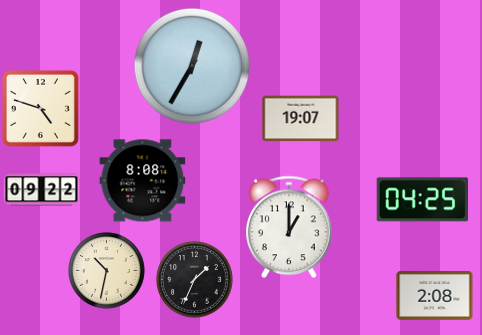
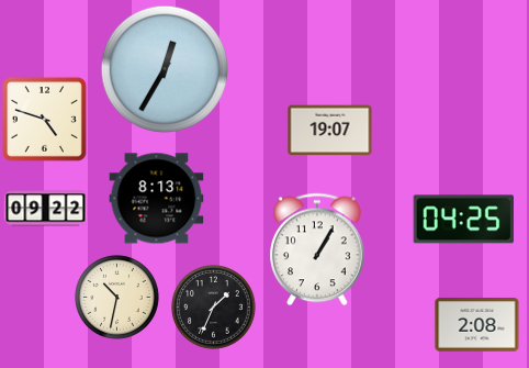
clock at (191, 65) position: (191, 65) -> (164, 68)
clock at (143, 181): 8:08 -> 8:13
clock at (290, 227): 1:00 -> 1:05
